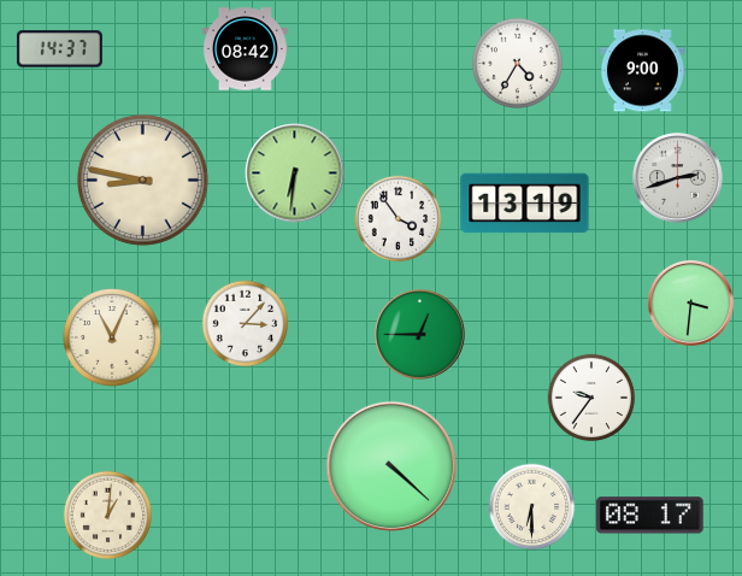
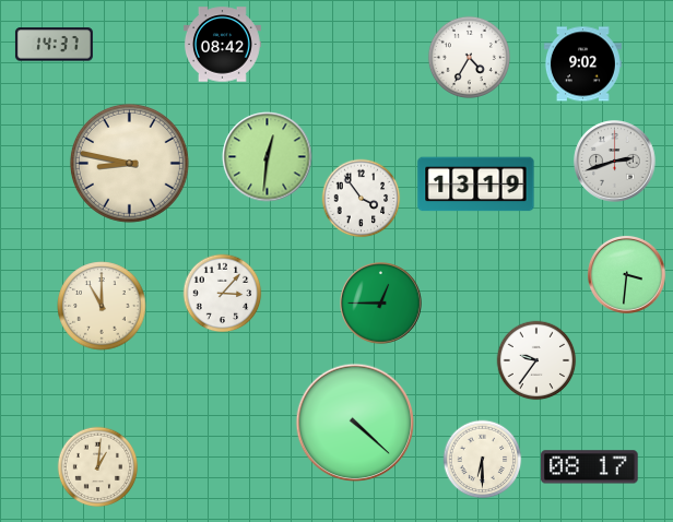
clock at (642, 71): 9:00 -> 9:02
clock at (295, 174): 6:31 -> 12:31
clock at (112, 337): 11:04 -> 11:00
